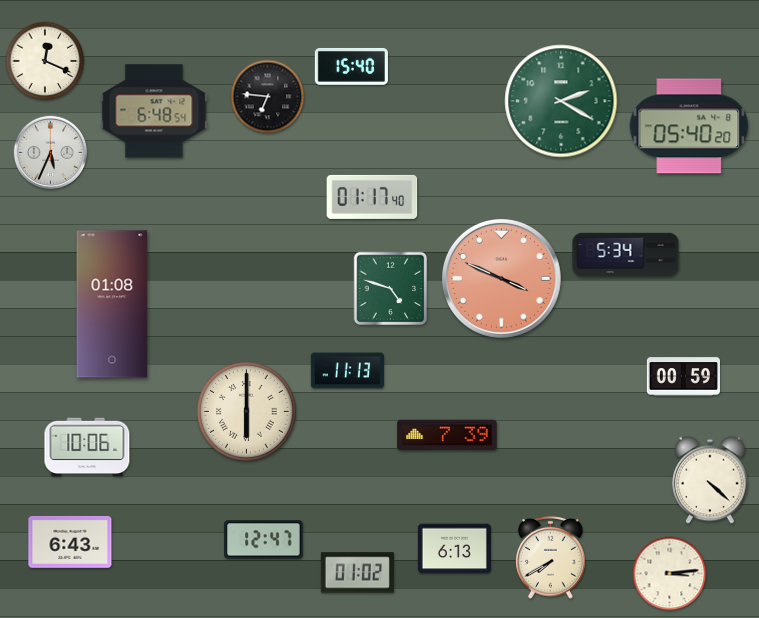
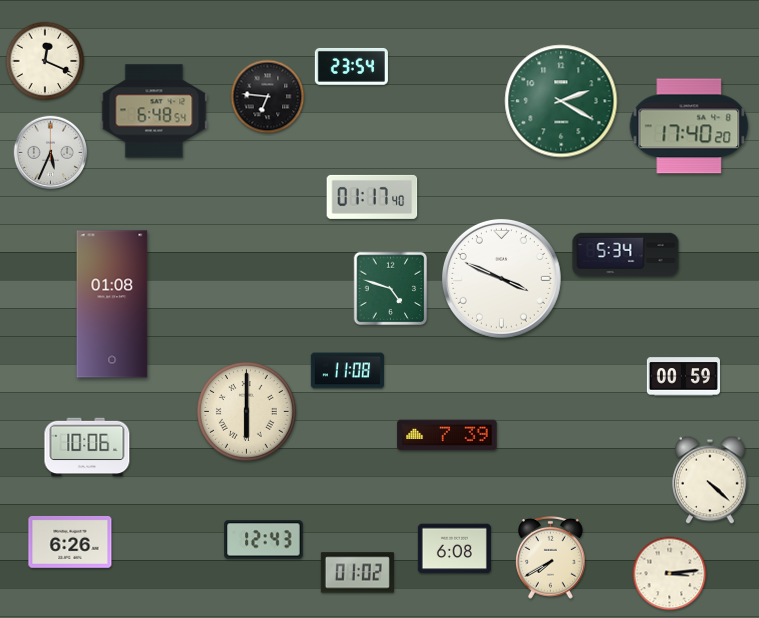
clock at (351, 66): 15:40 -> 23:54
clock at (689, 126): 05:40 -> 17:40
clock at (501, 278) dial: salmon -> white
clock at (347, 371): 11:13 -> 11:08
clock at (264, 540): 12:47 -> 12:43
clock at (70, 542): 6:43 -> 6:26
clock at (454, 549): 6:13 -> 6:08
